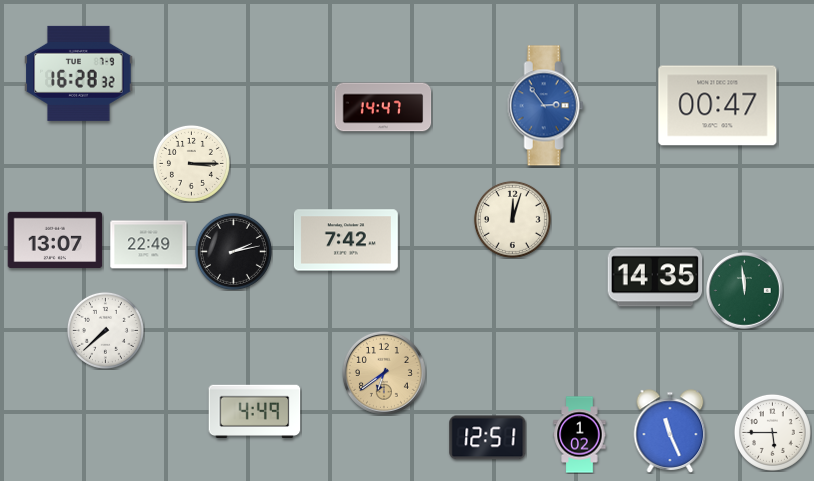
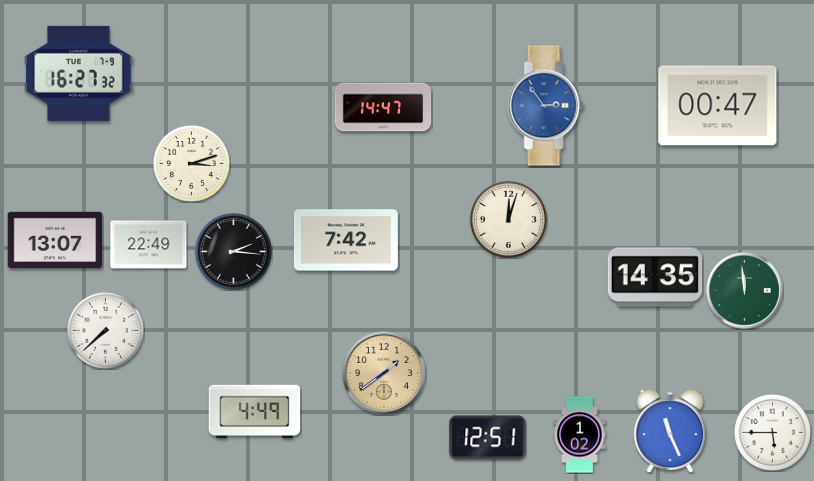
clock at (79, 73): 16:28 -> 16:27
clock at (191, 163): 3:15 -> 3:12
clock at (512, 219) position: (512, 219) -> (508, 219)
clock at (233, 251): 2:13 -> 2:16
clock at (384, 373): 6:39 -> 1:39
